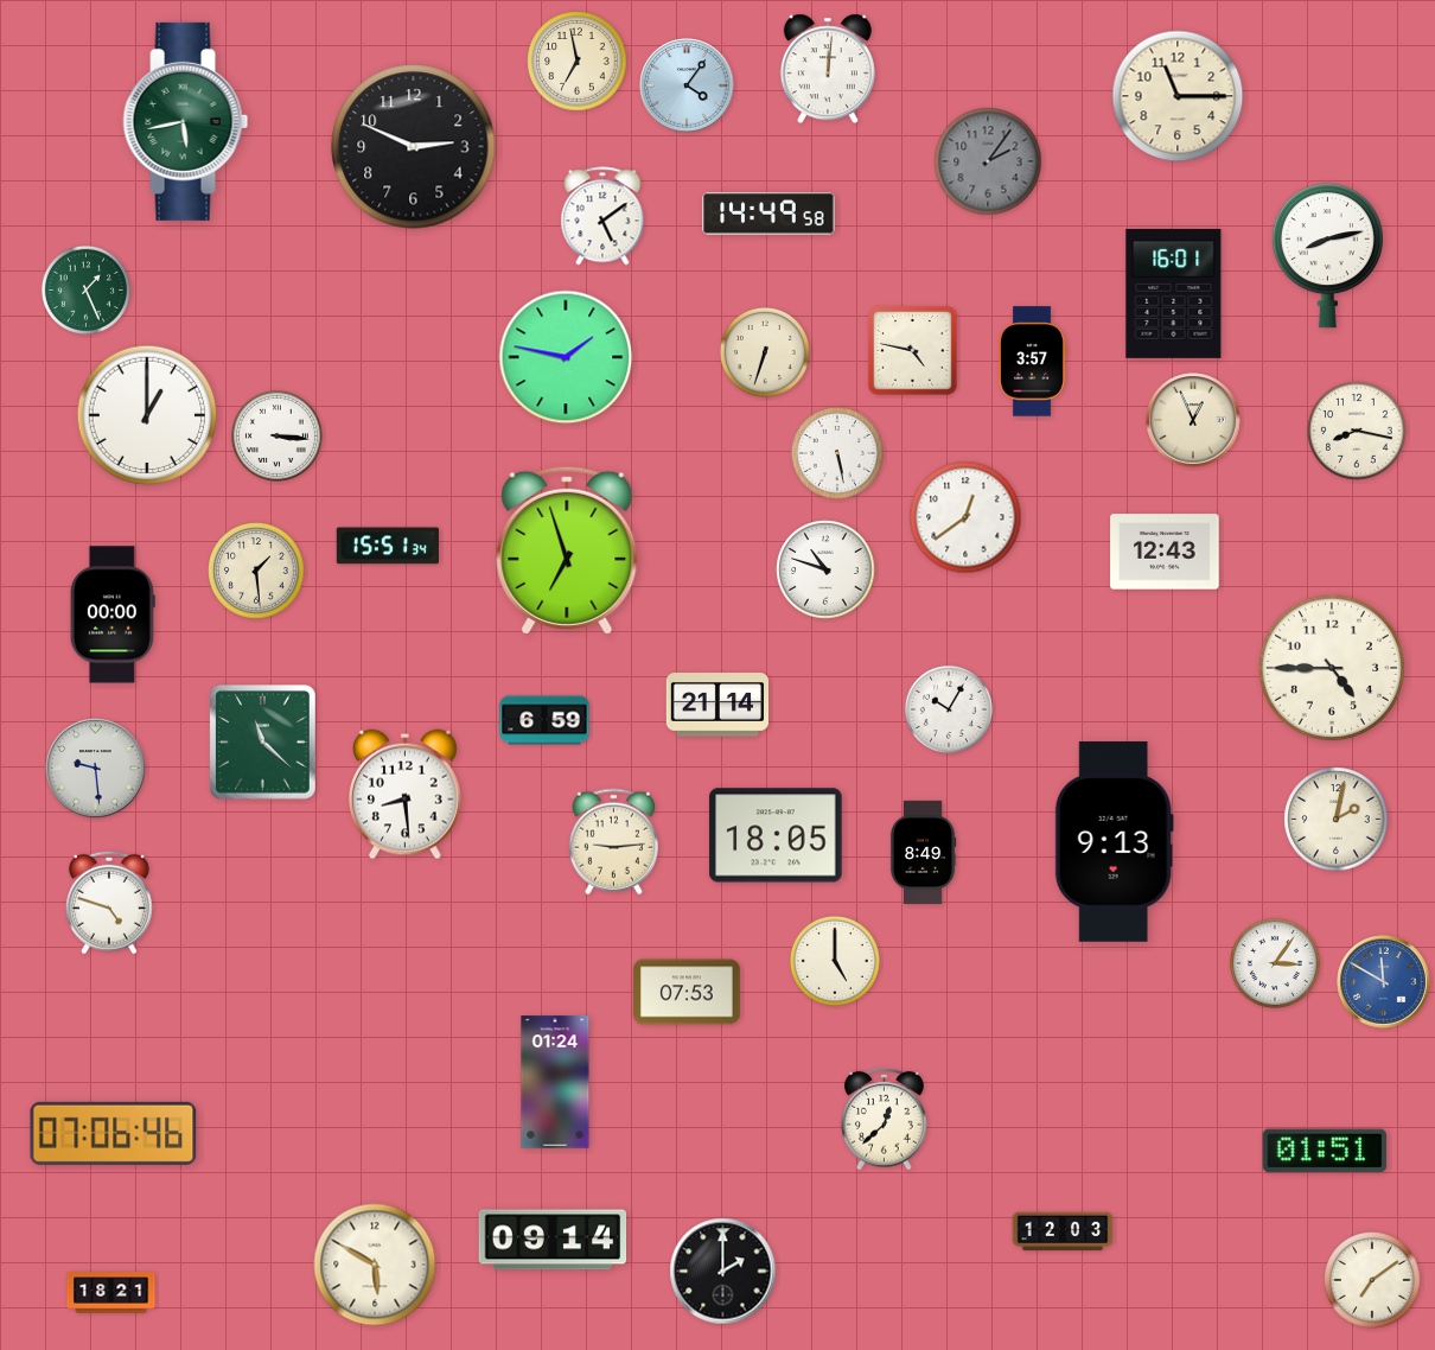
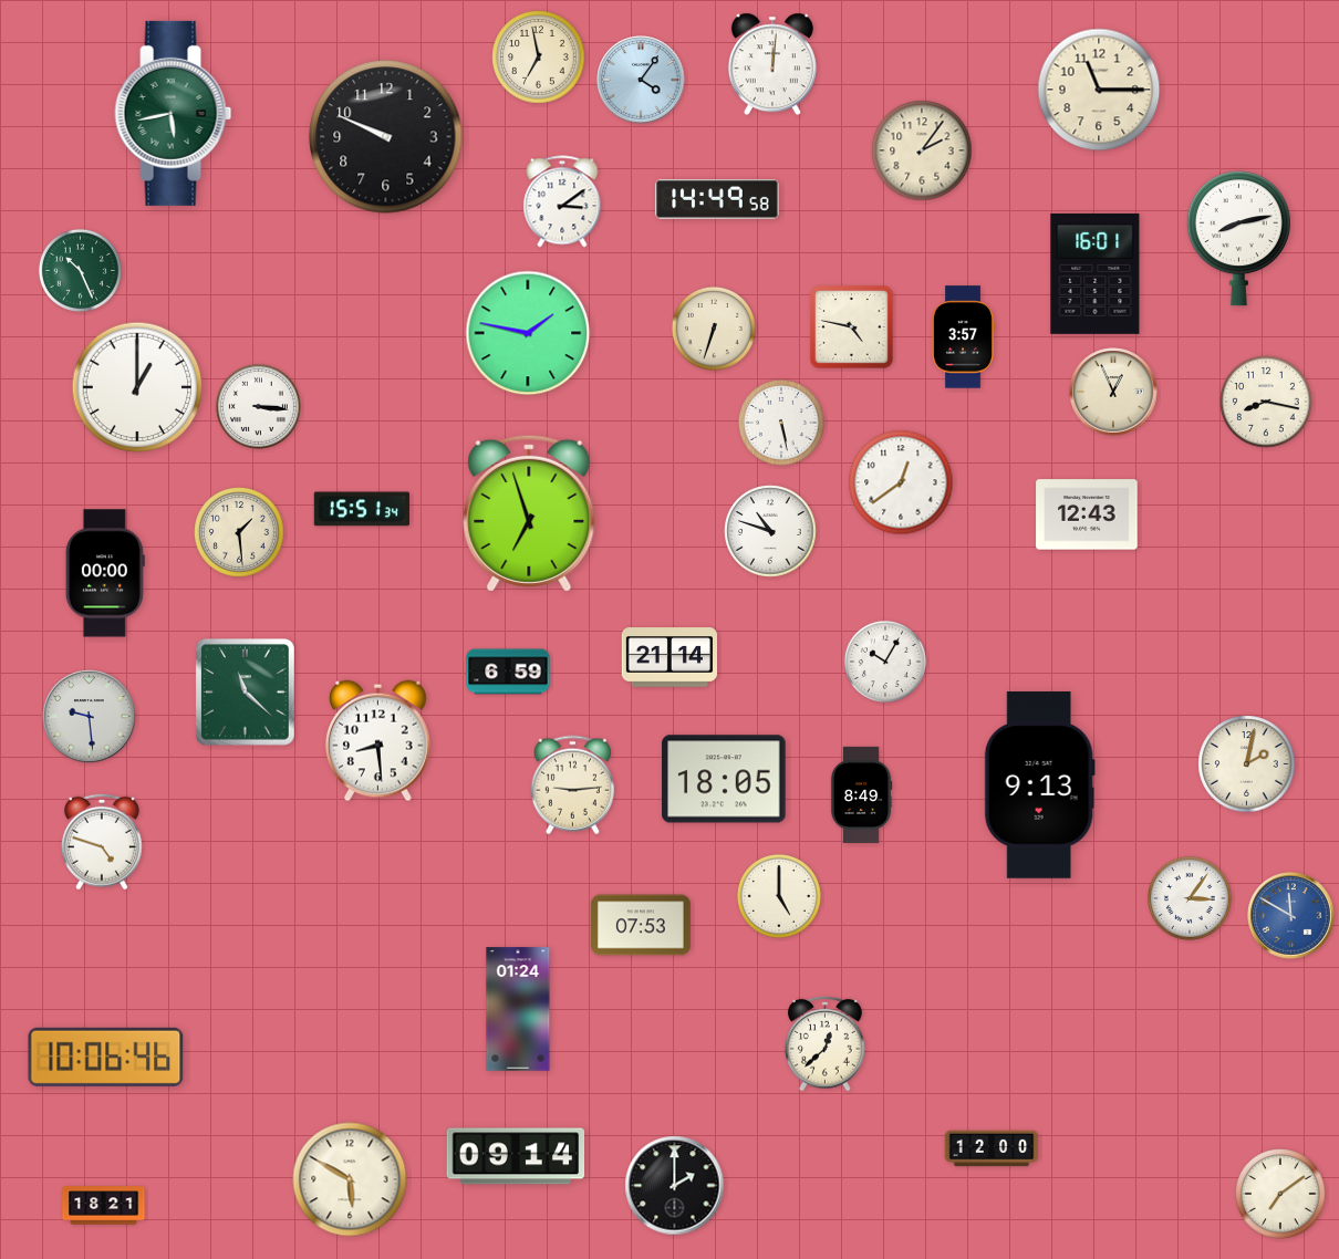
clock at (414, 147): 2:49 -> 9:49
clock at (988, 161) dial: grey -> cream
clock at (602, 216): 5:09 -> 3:09
clock at (85, 289): 1:26 -> 10:26
clock at (1332, 668): 4:45 -> none
clock at (114, 1133): 07:06 -> 10:06
clock at (1325, 1151): 01:51 -> none
clock at (1063, 1231): 12:03 -> 12:00
